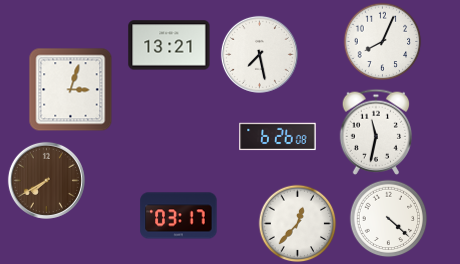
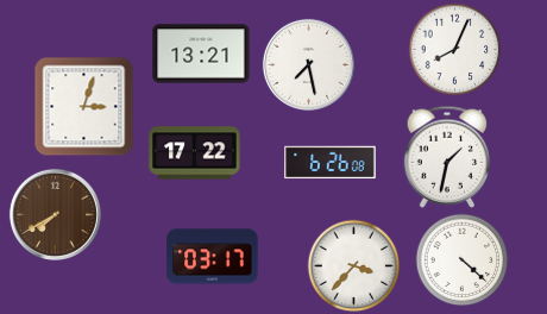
clock at (195, 153): none -> 17:22
clock at (376, 132): 11:32 -> 1:32
clock at (297, 223): 12:37 -> 3:37
